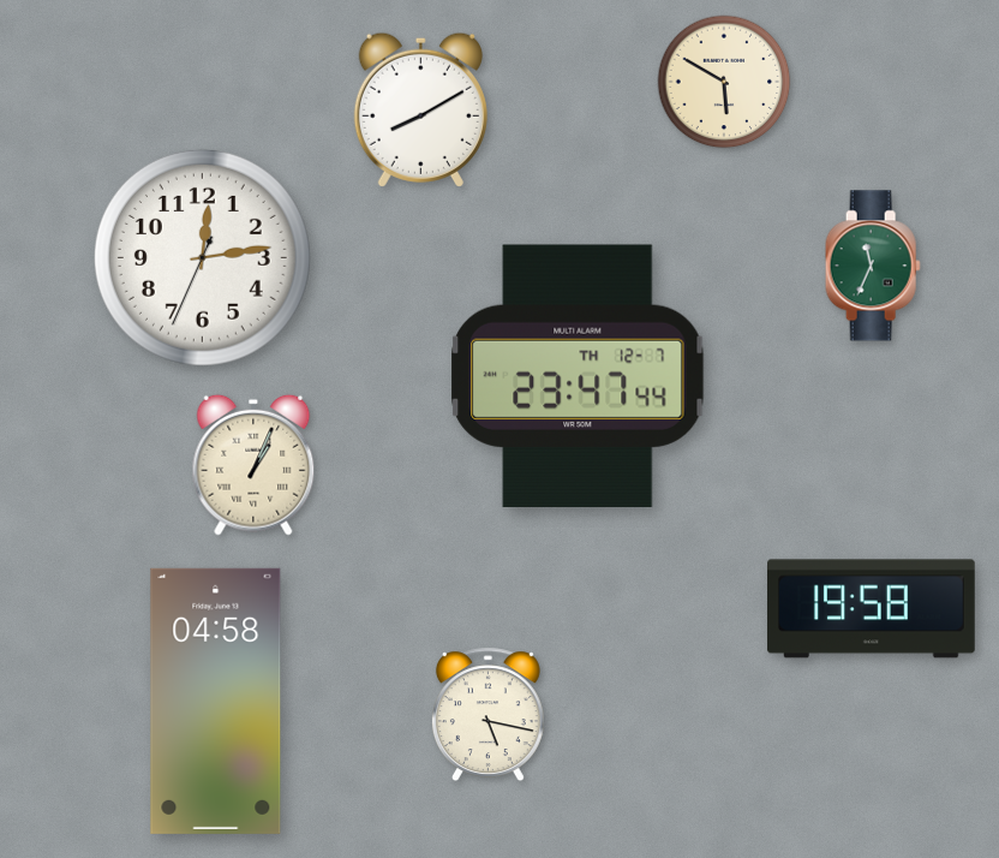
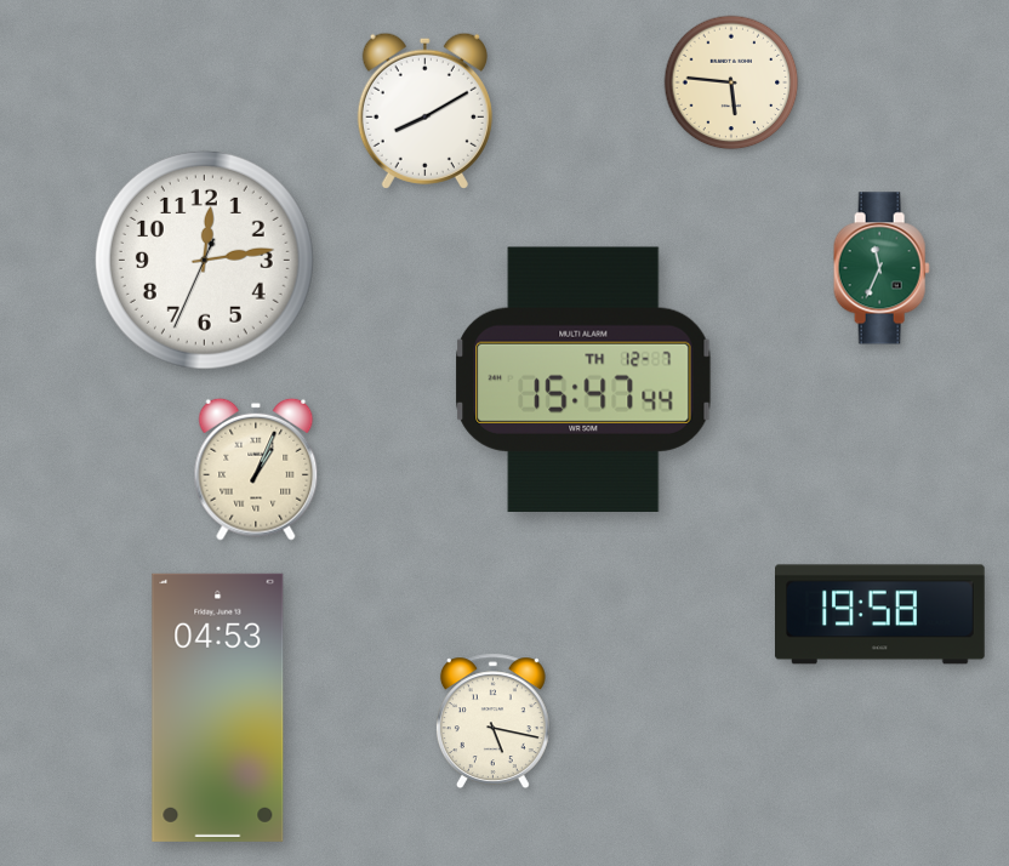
clock at (724, 82): 5:50 -> 5:46
clock at (578, 376): 23:47 -> 15:47
clock at (216, 701): 04:58 -> 04:53
